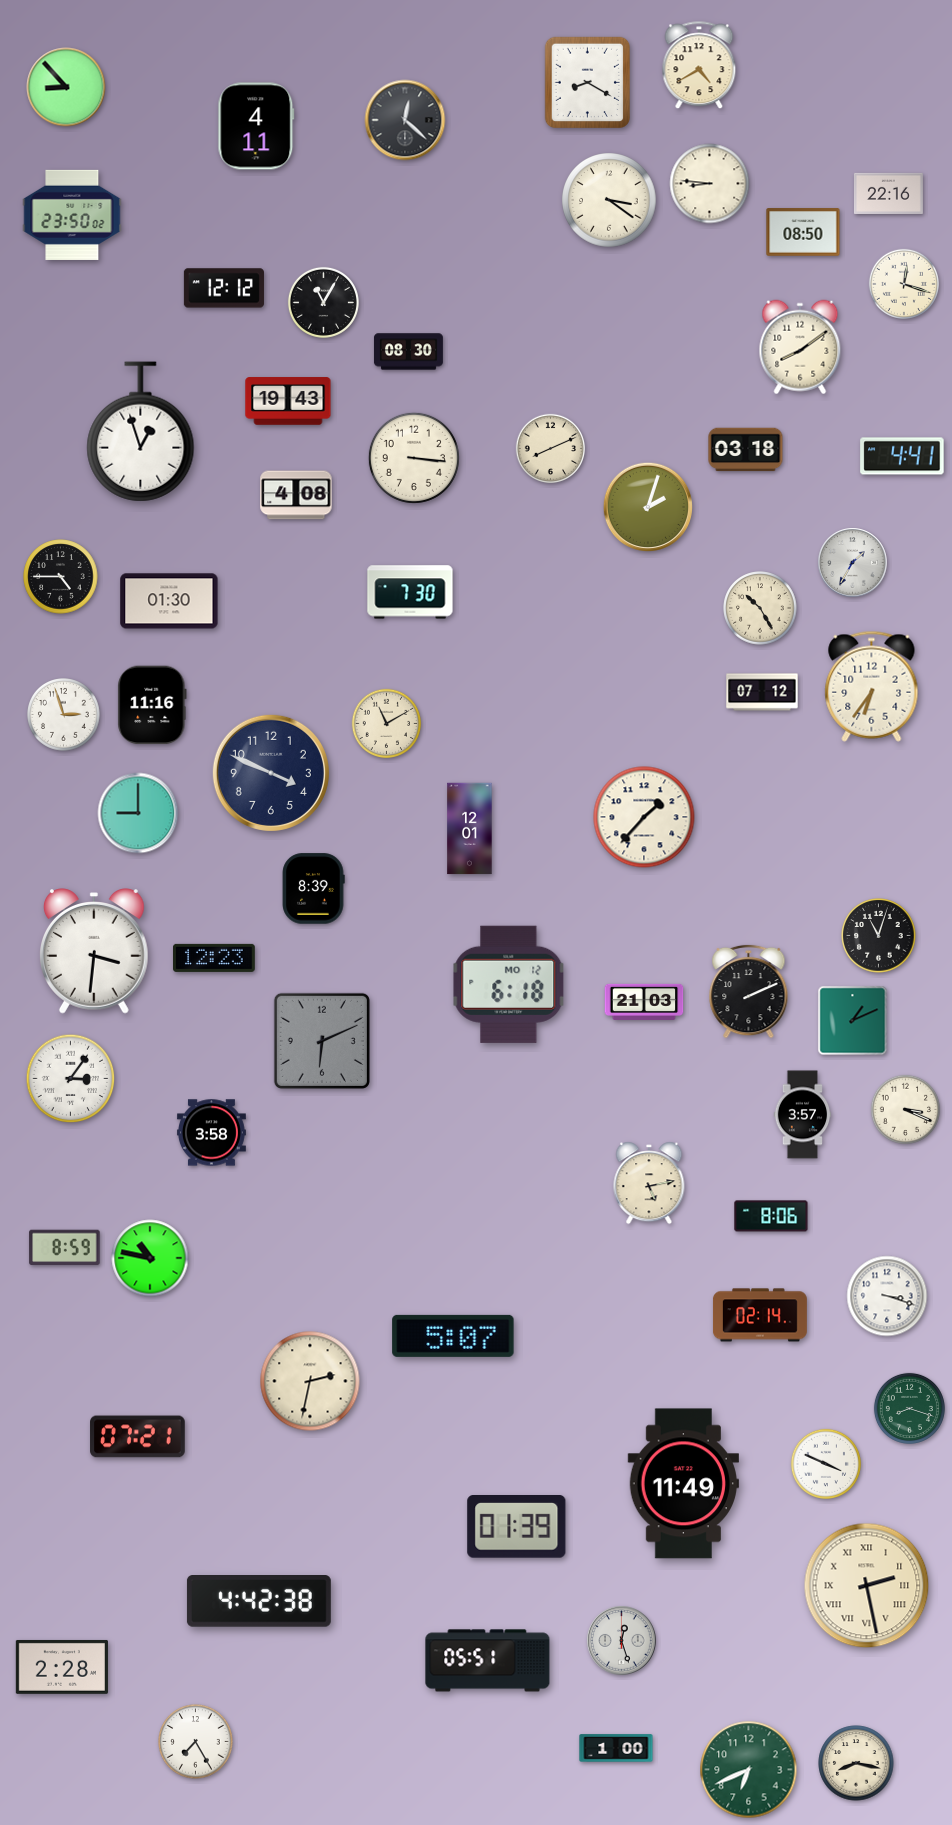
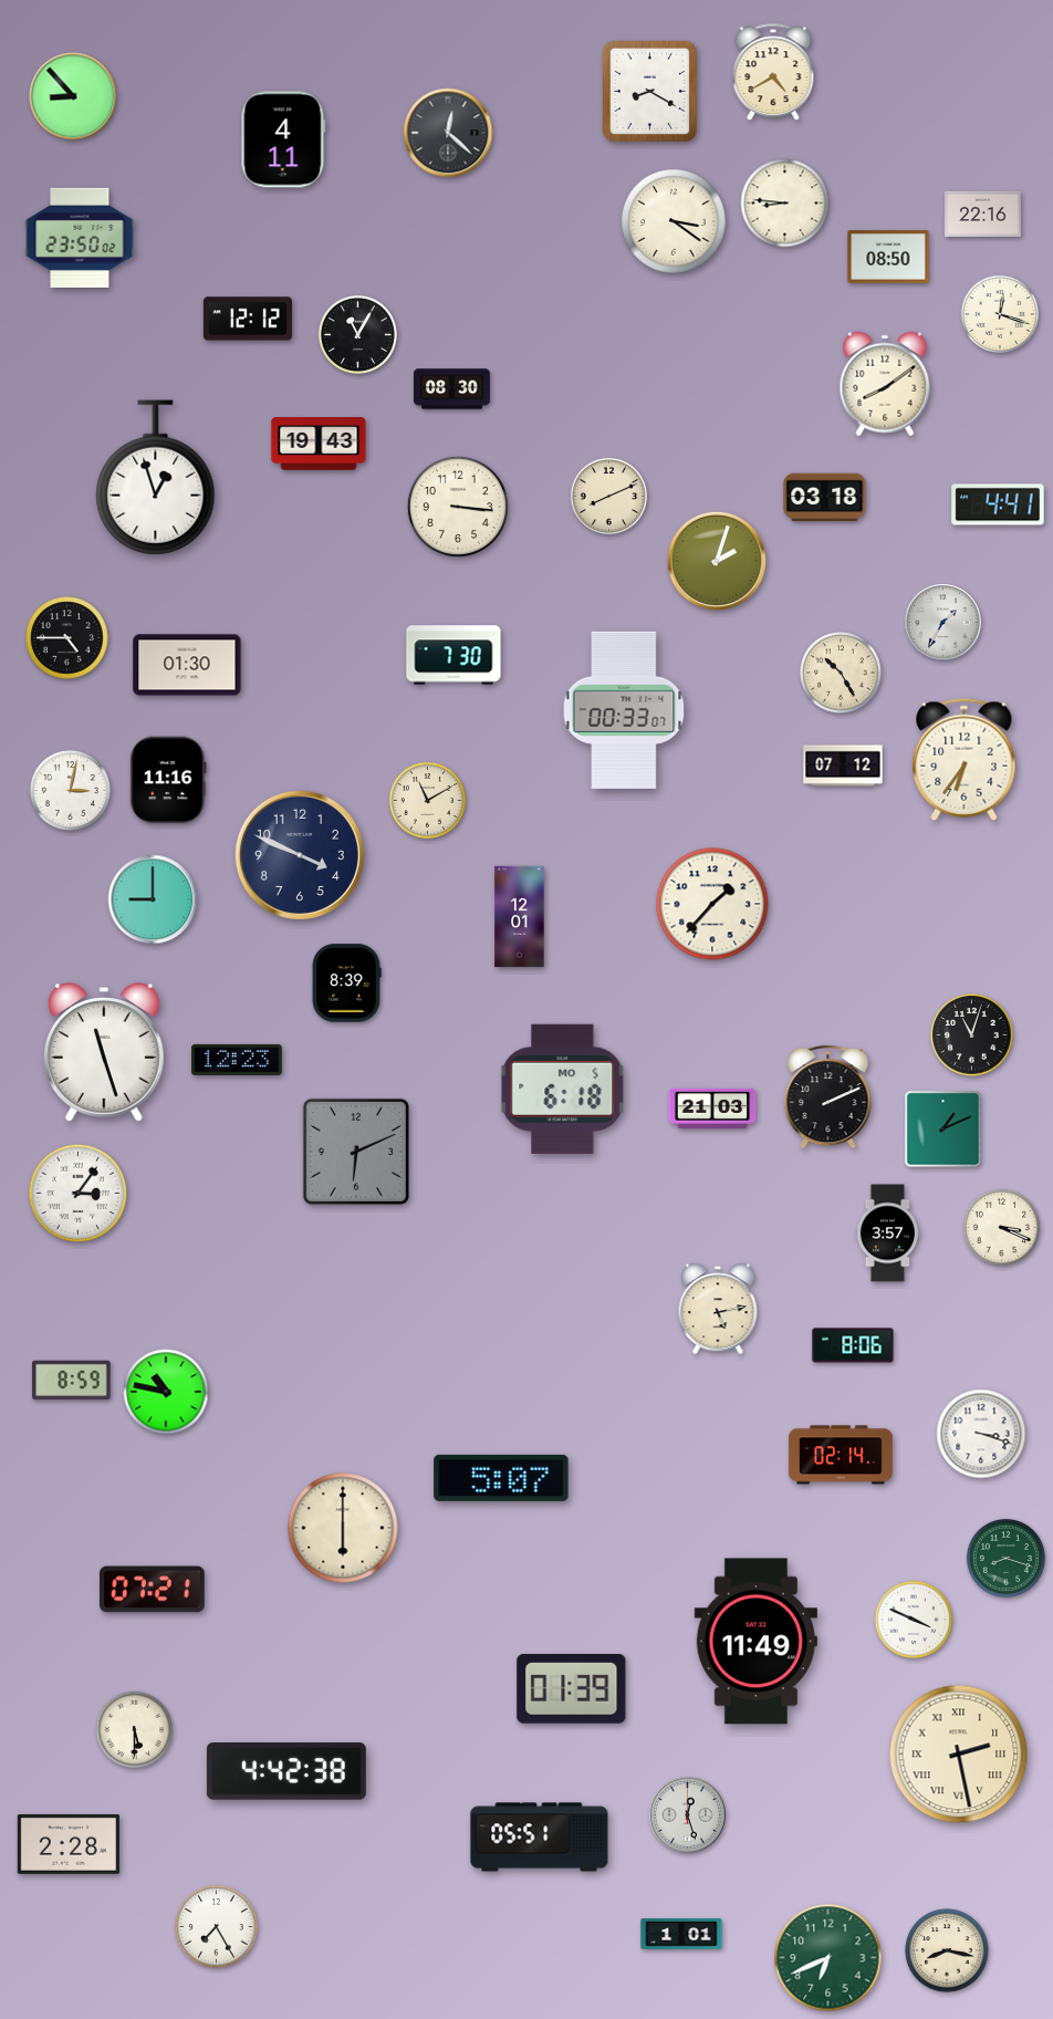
clock at (296, 495): 4:08 -> none
clock at (624, 710): none -> 00:33
clock at (64, 715): 2:57 -> 3:02
clock at (95, 951): 3:31 -> 11:27
clock at (509, 984) date: MO 12 -> MO 5
clock at (211, 1133): 3:58 -> none
clock at (310, 1381): 2:32 -> 6:00
clock at (135, 1730): none -> 5:30
clock at (616, 1748): 1:00 -> 1:01
